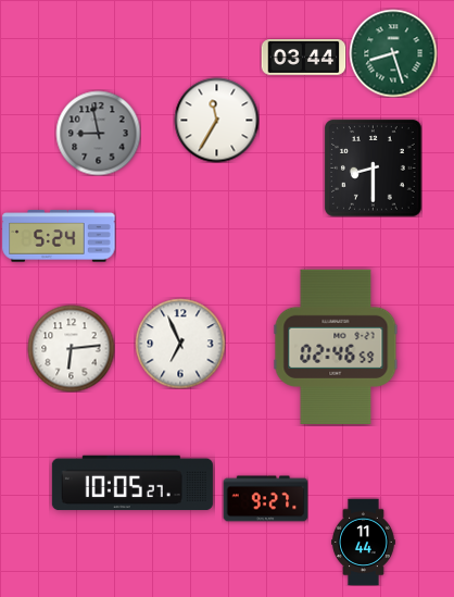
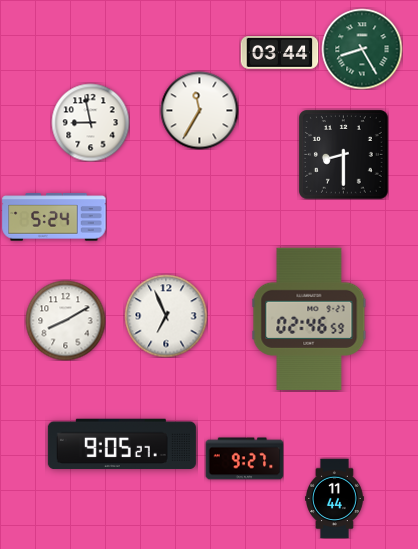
clock at (393, 53): 8:27 -> 8:25
clock at (98, 133) dial: grey -> white
clock at (71, 348): 6:14 -> 8:10
clock at (133, 483): 10:05 -> 9:05
